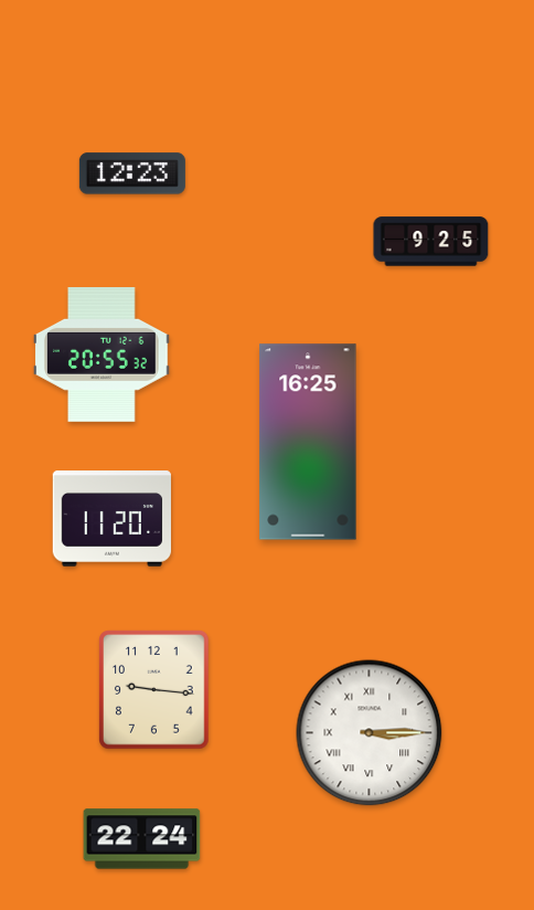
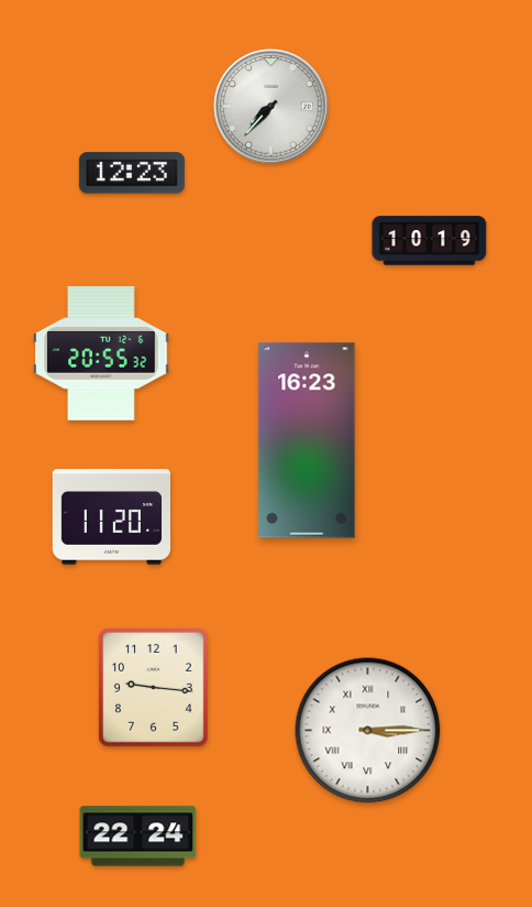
clock at (271, 107): none -> 7:37
clock at (431, 242): 9:25 -> 10:19
clock at (308, 442): 16:25 -> 16:23
clock at (142, 839) position: (142, 839) -> (138, 837)
